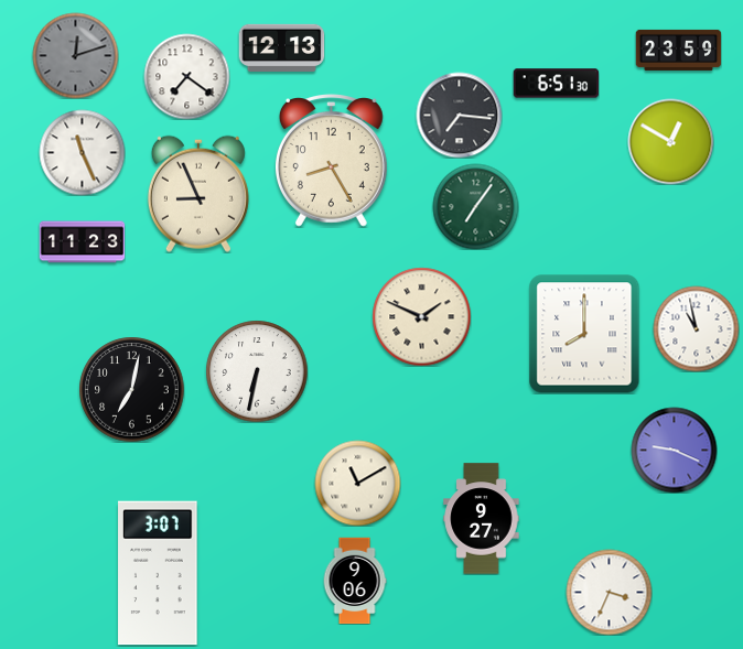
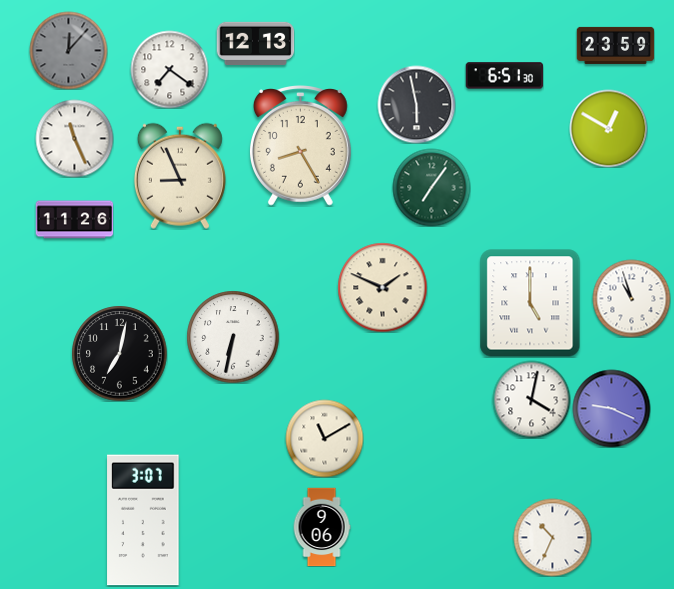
clock at (75, 55): 12:12 -> 12:07
clock at (459, 115): 7:16 -> 5:58
clock at (82, 242): 11:23 -> 11:26
clock at (696, 328): 10:58 -> 10:57
clock at (584, 334): 8:00 -> 5:00
clock at (531, 399): none -> 4:02
clock at (482, 519): 9:27 -> none
clock at (609, 592): 3:34 -> 10:34
